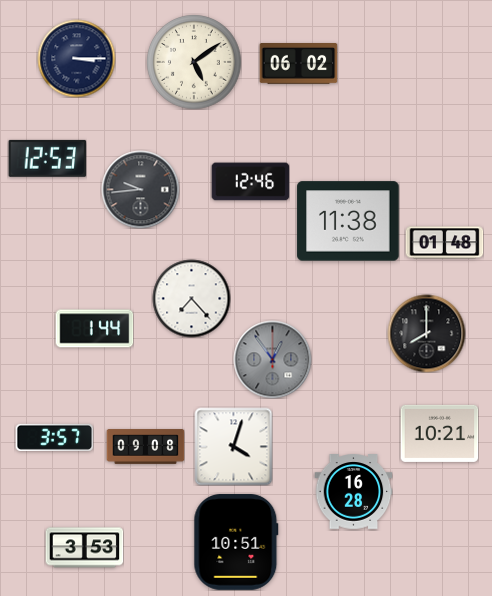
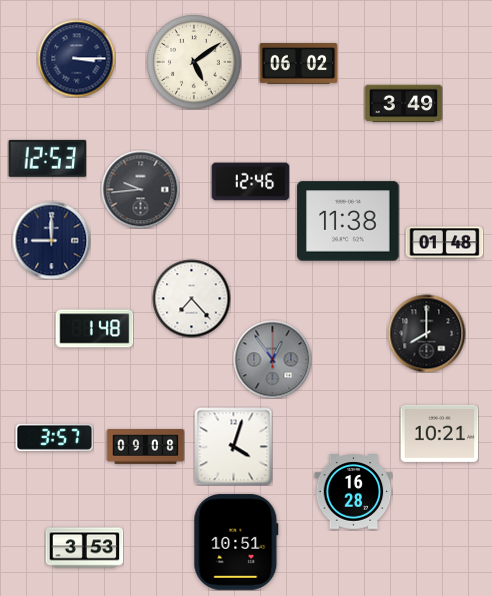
clock at (403, 104): none -> 3:49
clock at (51, 240): none -> 9:00
clock at (94, 329): 1:44 -> 1:48
